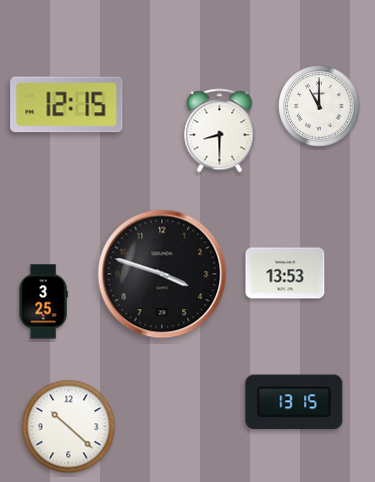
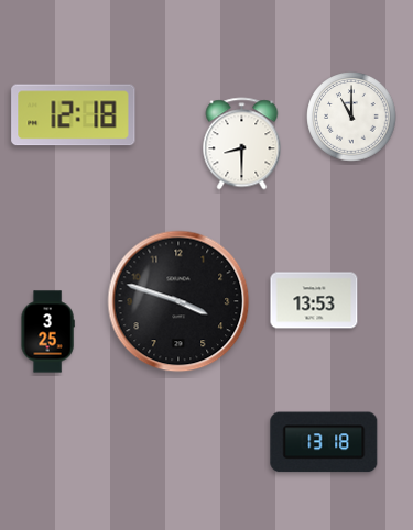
clock at (67, 105): 12:15 -> 12:18
clock at (294, 402): 13:15 -> 13:18
clock at (69, 427): 10:22 -> none
